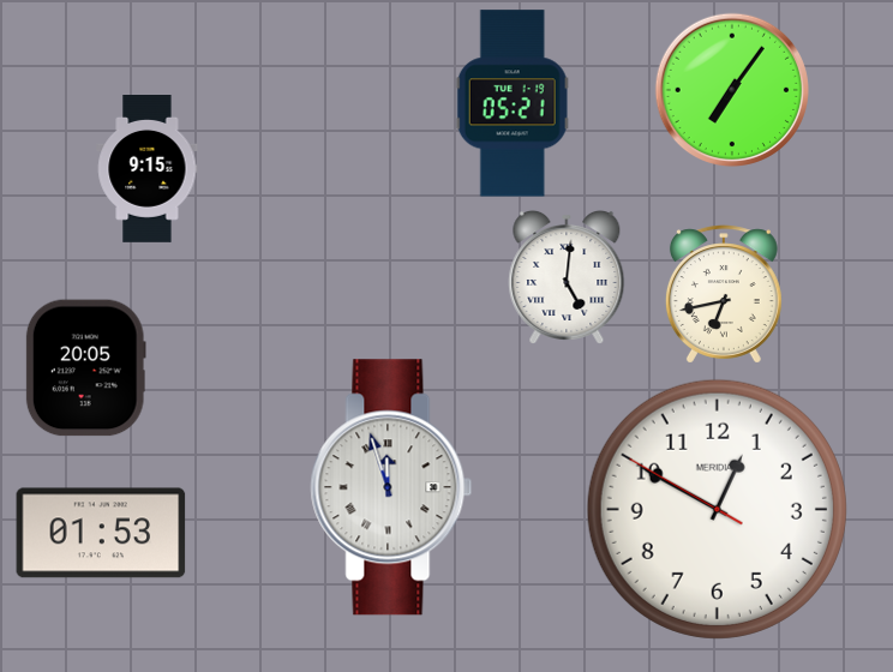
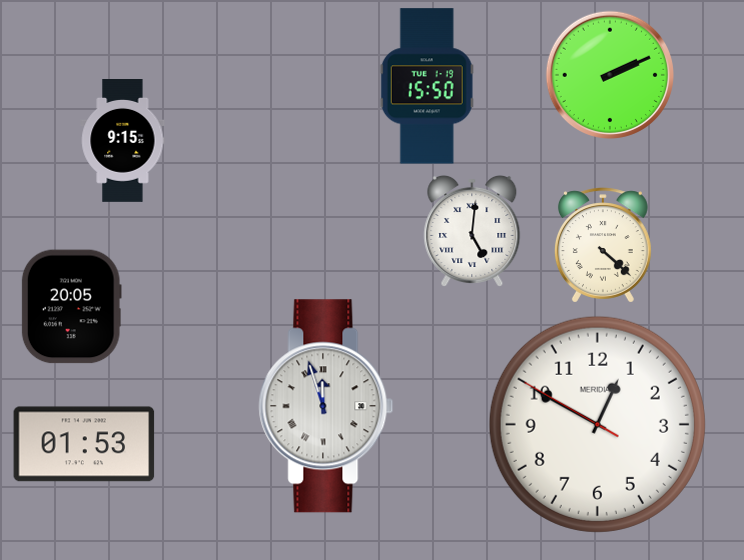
clock at (731, 89): 7:06 -> 2:11
clock at (513, 103): 05:21 -> 15:50
clock at (724, 294): 6:43 -> 4:22
